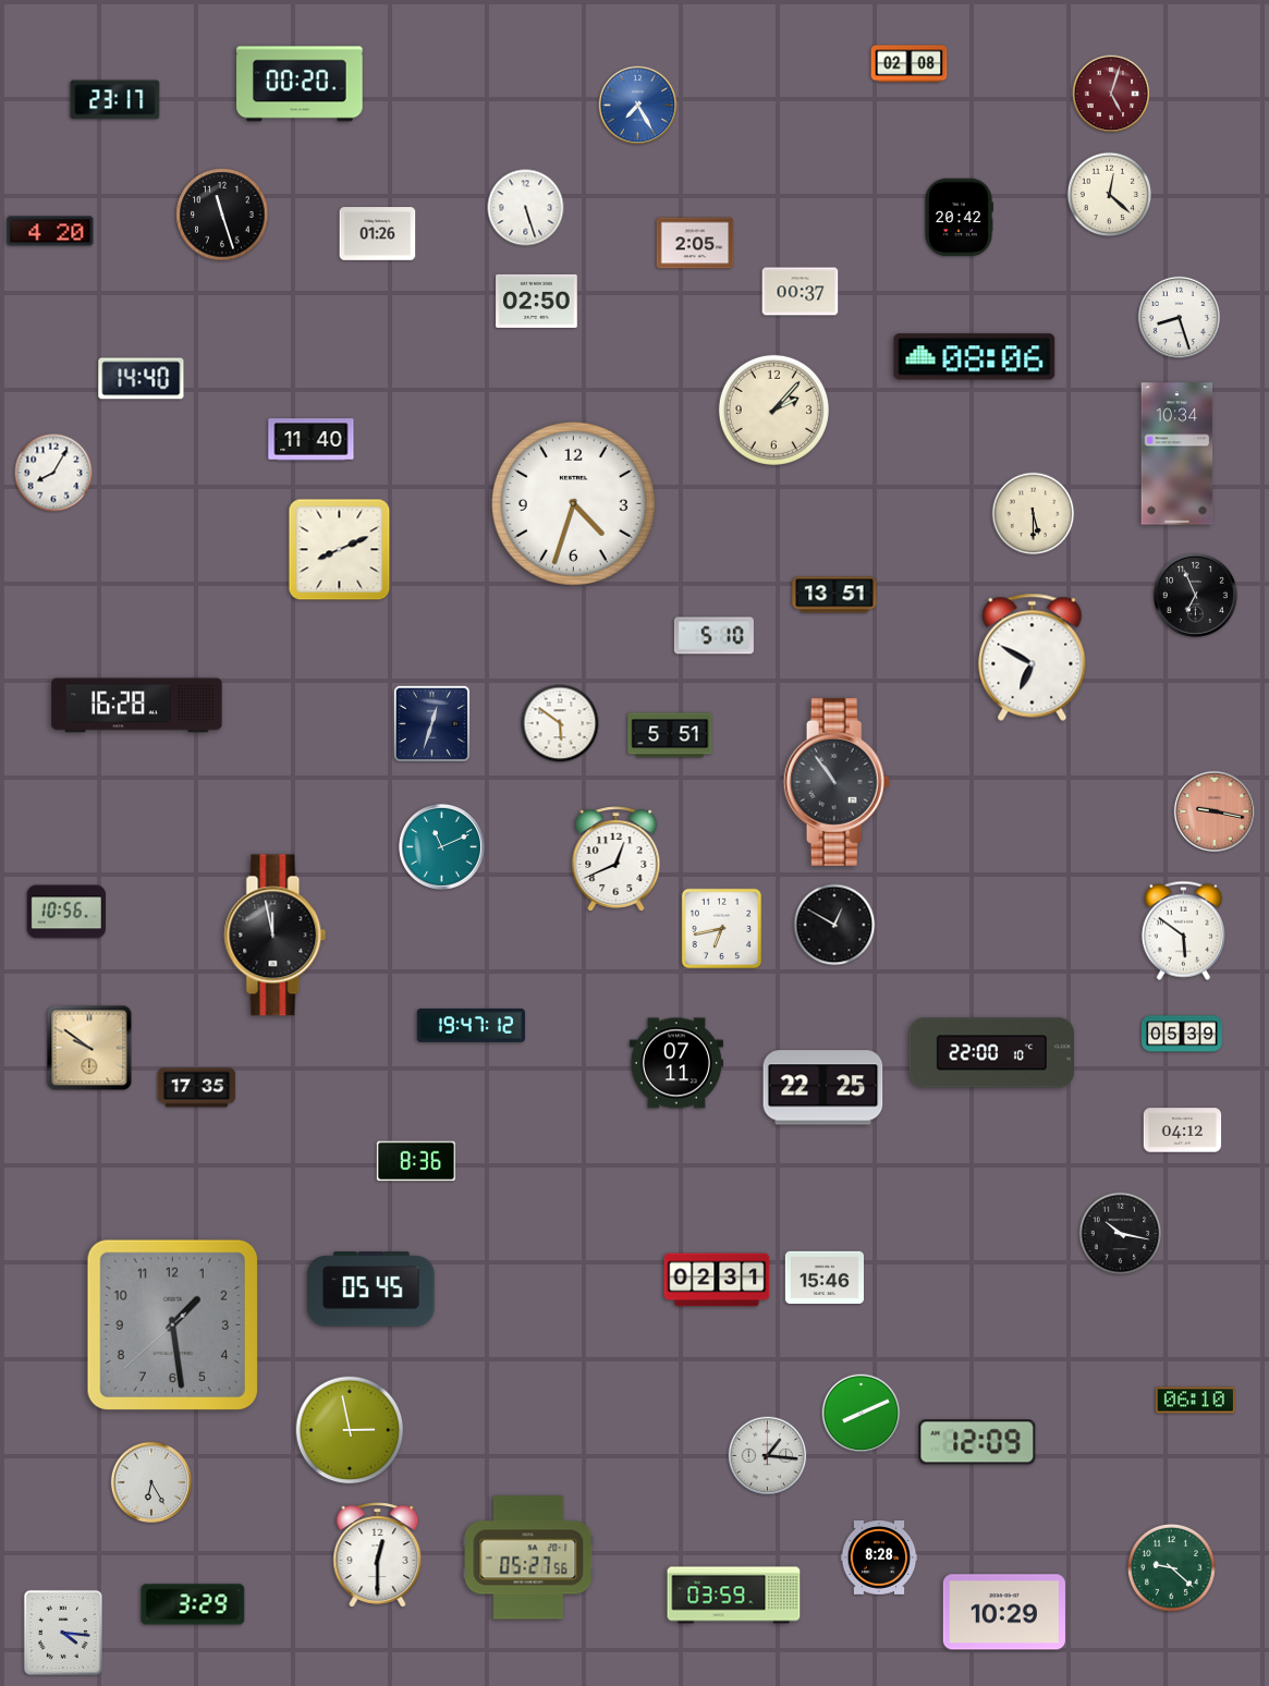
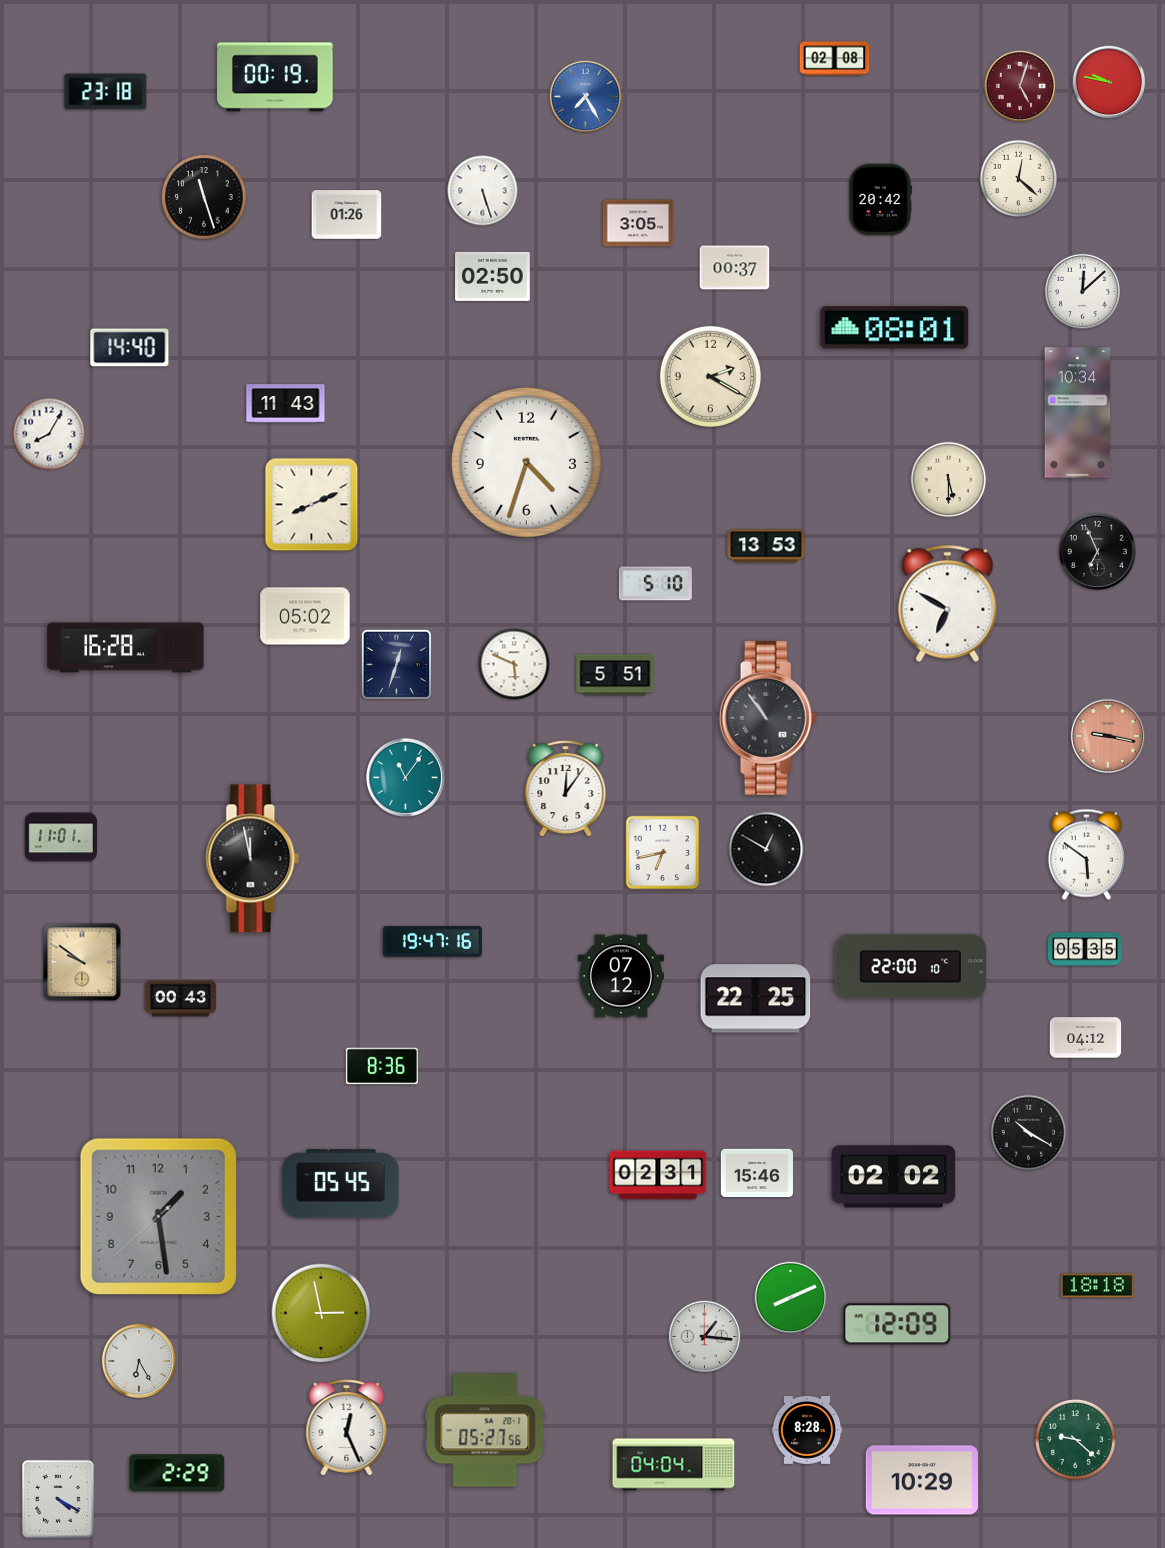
clock at (300, 84): 00:20 -> 00:19
clock at (1109, 82): none -> 9:47
clock at (115, 100): 23:17 -> 23:18
clock at (50, 231): 4:20 -> none
clock at (695, 243): 2:05 -> 3:05
clock at (1179, 317): 8:27 -> 12:08
clock at (975, 357): 08:06 -> 08:01
clock at (773, 410): 2:07 -> 2:20
clock at (312, 440): 11:40 -> 11:43
clock at (1178, 454) position: (1178, 454) -> (1078, 413)
clock at (1034, 514) position: (1034, 514) -> (949, 480)
clock at (834, 595): 13:51 -> 13:53
clock at (1195, 595) position: (1195, 595) -> (1097, 551)
clock at (305, 616): none -> 05:02
clock at (560, 723): 5:51 -> 5:49
clock at (1213, 810) position: (1213, 810) -> (1107, 735)
clock at (441, 846): 11:11 -> 11:06
clock at (617, 859): 12:41 -> 12:06
clock at (65, 912): 10:56 -> 11:01
clock at (471, 1026): 19:47:12 -> 19:47:16
clock at (1182, 1034): 05:39 -> 05:35
clock at (676, 1063): 07:11 -> 07:12
clock at (197, 1088): 17:35 -> 00:43
clock at (1121, 1234): 10:17 -> 10:20
clock at (894, 1177): none -> 02:02
clock at (1195, 1401): 06:10 -> 18:18
clock at (378, 1555): 12:30 -> 12:26
clock at (734, 1596): 03:59 -> 04:04
clock at (193, 1604): 3:29 -> 2:29
clock at (63, 1633): 4:16 -> 4:20
